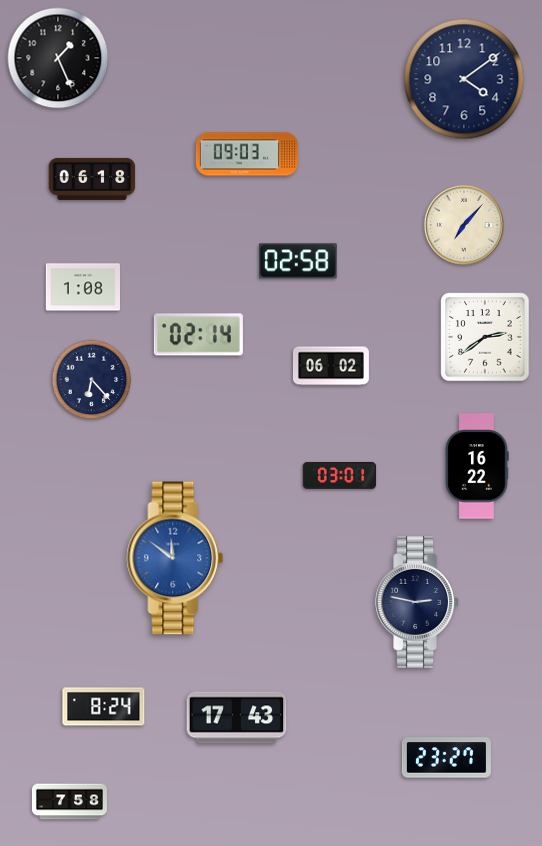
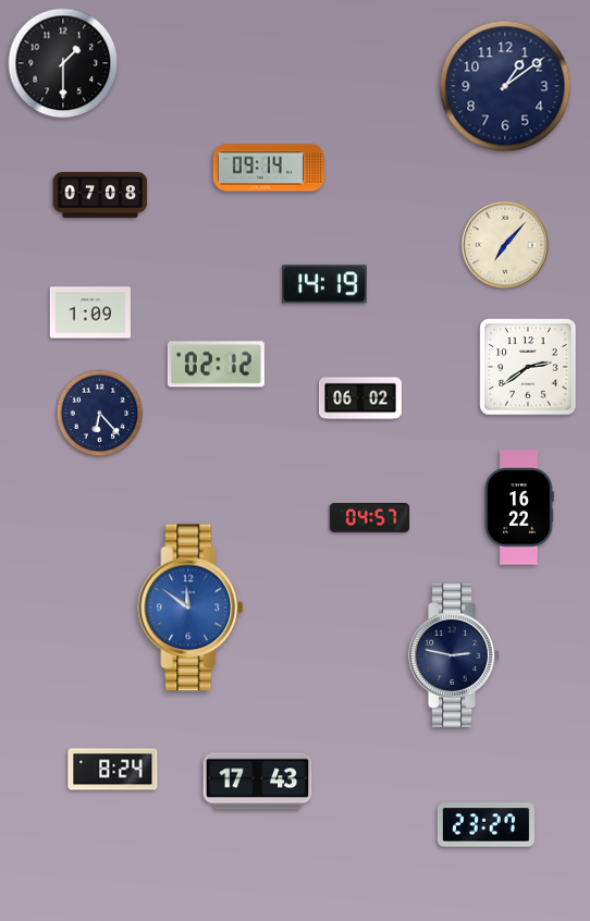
clock at (58, 58): 1:26 -> 1:30
clock at (464, 79): 4:09 -> 1:09
clock at (247, 154): 09:03 -> 09:14
clock at (92, 179): 06:18 -> 07:08
clock at (298, 261): 02:58 -> 14:19
clock at (82, 287): 1:08 -> 1:09
clock at (198, 335): 02:14 -> 02:12
clock at (340, 475): 03:01 -> 04:57
clock at (69, 802): 7:58 -> none
